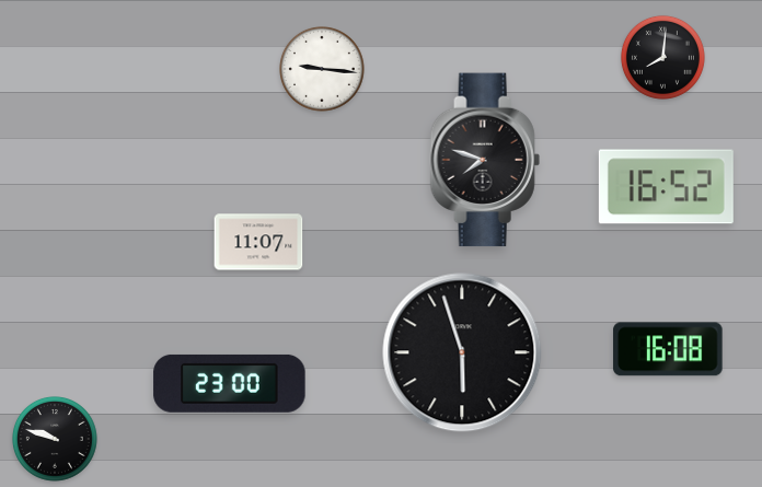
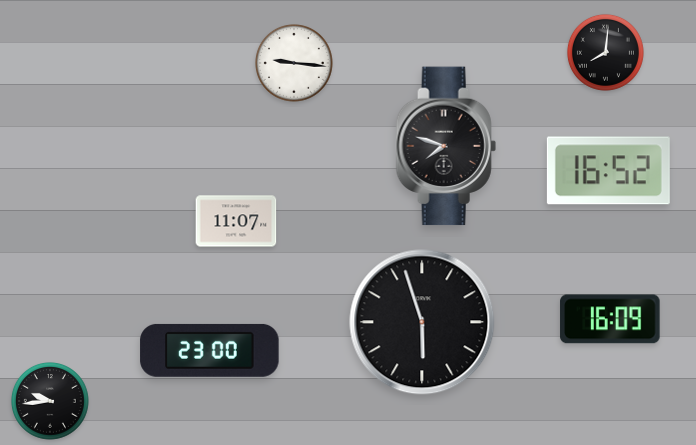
clock at (485, 160) position: (485, 160) -> (446, 146)
clock at (668, 349): 16:08 -> 16:09
clock at (56, 440): 9:48 -> 9:44
